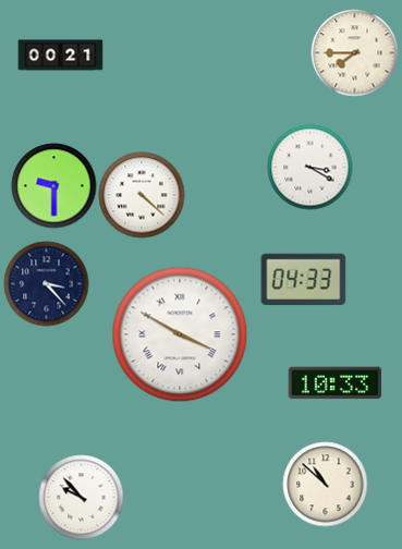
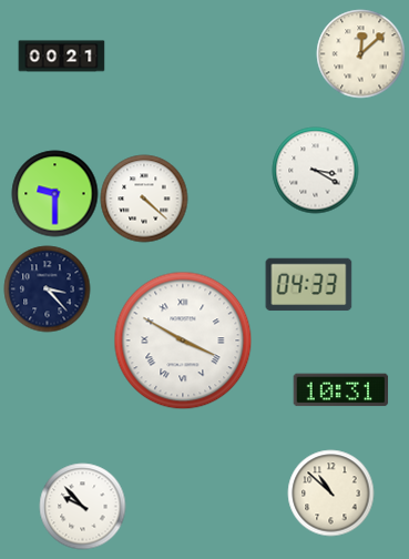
clock at (354, 52): 7:45 -> 12:08
clock at (53, 185) position: (53, 185) -> (54, 193)
clock at (334, 383): 10:33 -> 10:31
